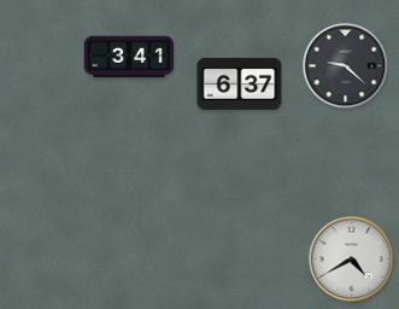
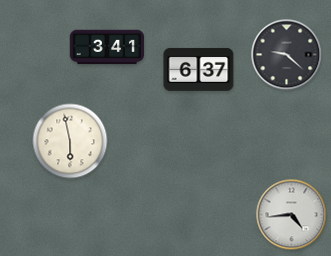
clock at (70, 141): none -> 5:58
clock at (352, 260): 4:40 -> 4:44
